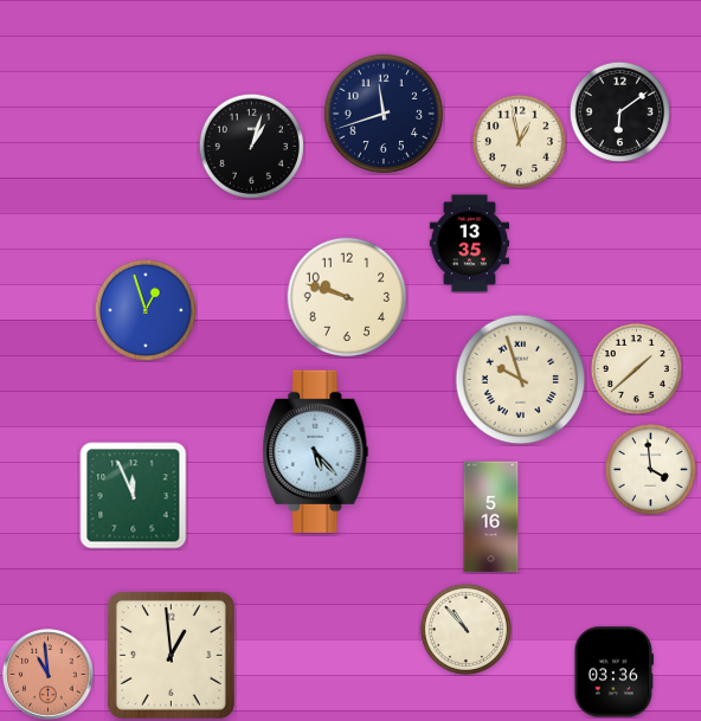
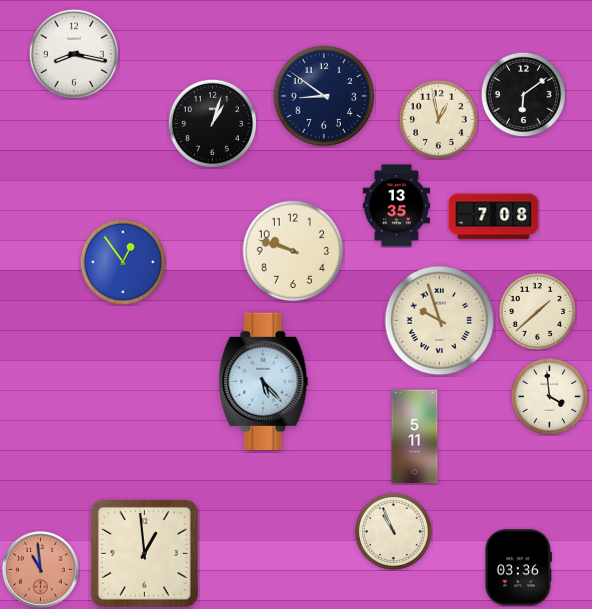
clock at (74, 54): none -> 8:17
clock at (384, 114): 11:42 -> 8:51
clock at (494, 217): none -> 7:08
clock at (146, 310): 12:57 -> 12:54
clock at (316, 451) position: (316, 451) -> (264, 381)
clock at (134, 496): 11:56 -> none
clock at (491, 517): 5:16 -> 5:11
clock at (465, 629): 10:53 -> 10:56
